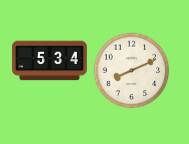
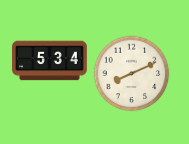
clock at (132, 71) position: (132, 71) -> (132, 74)
